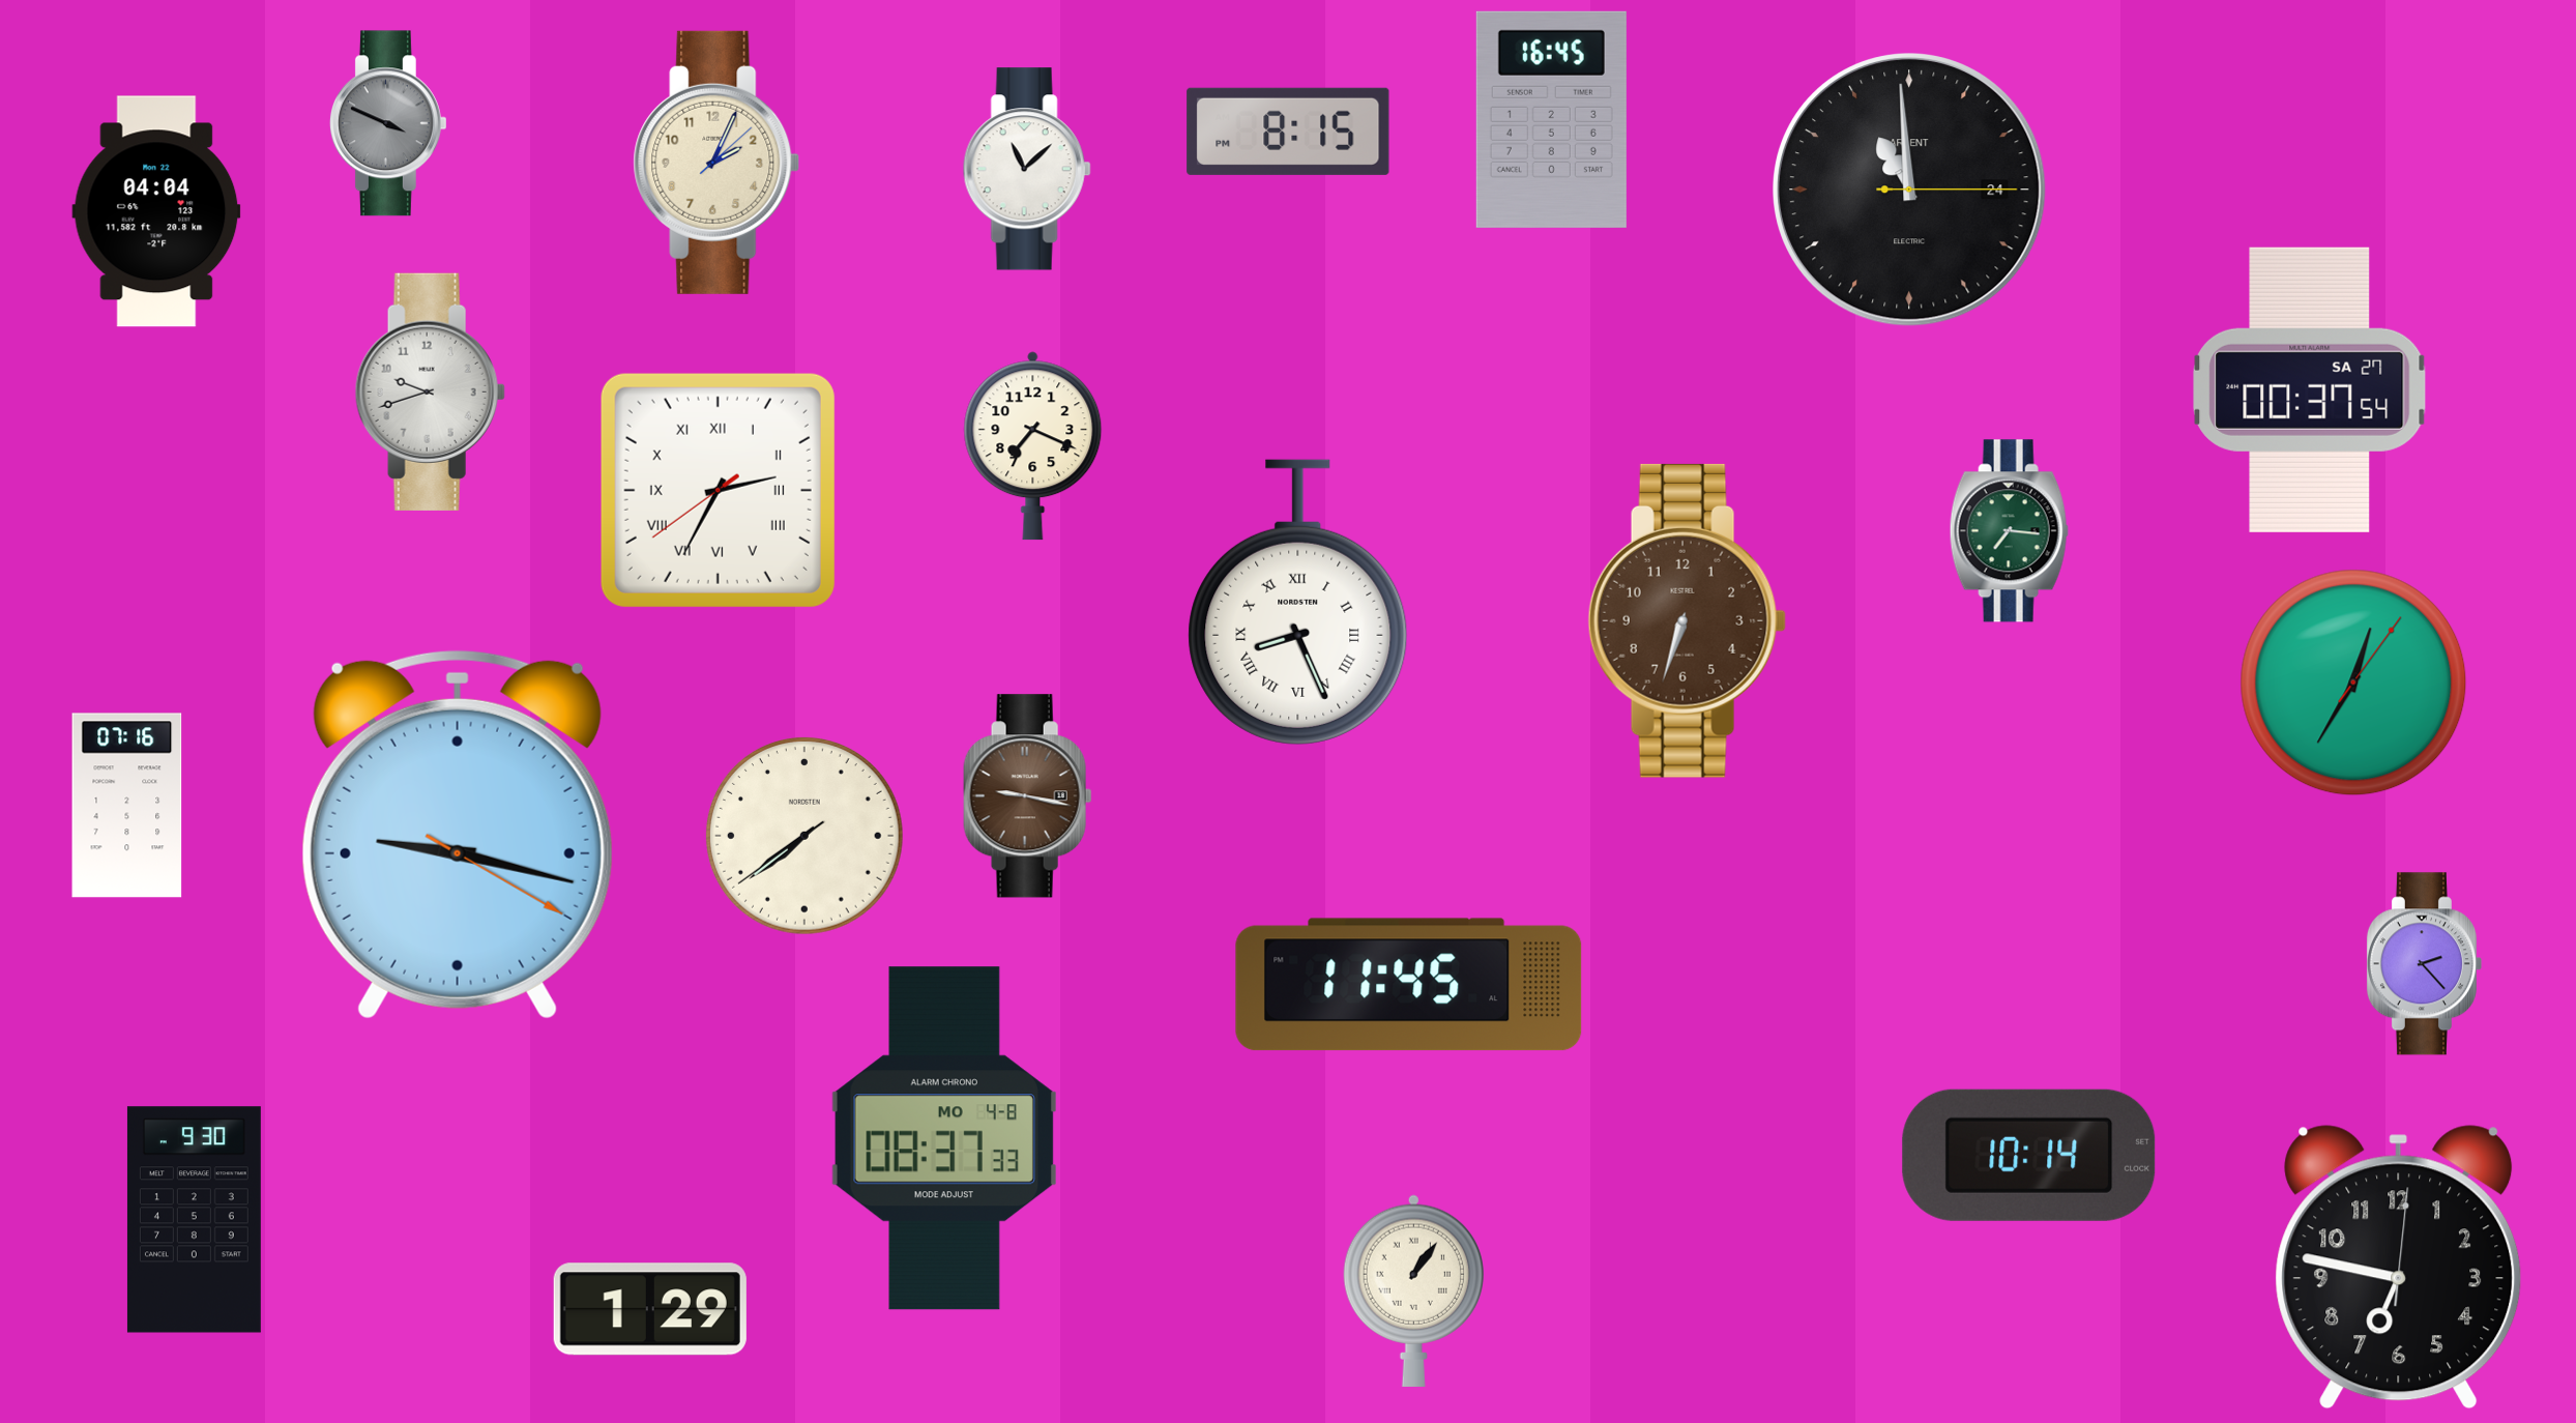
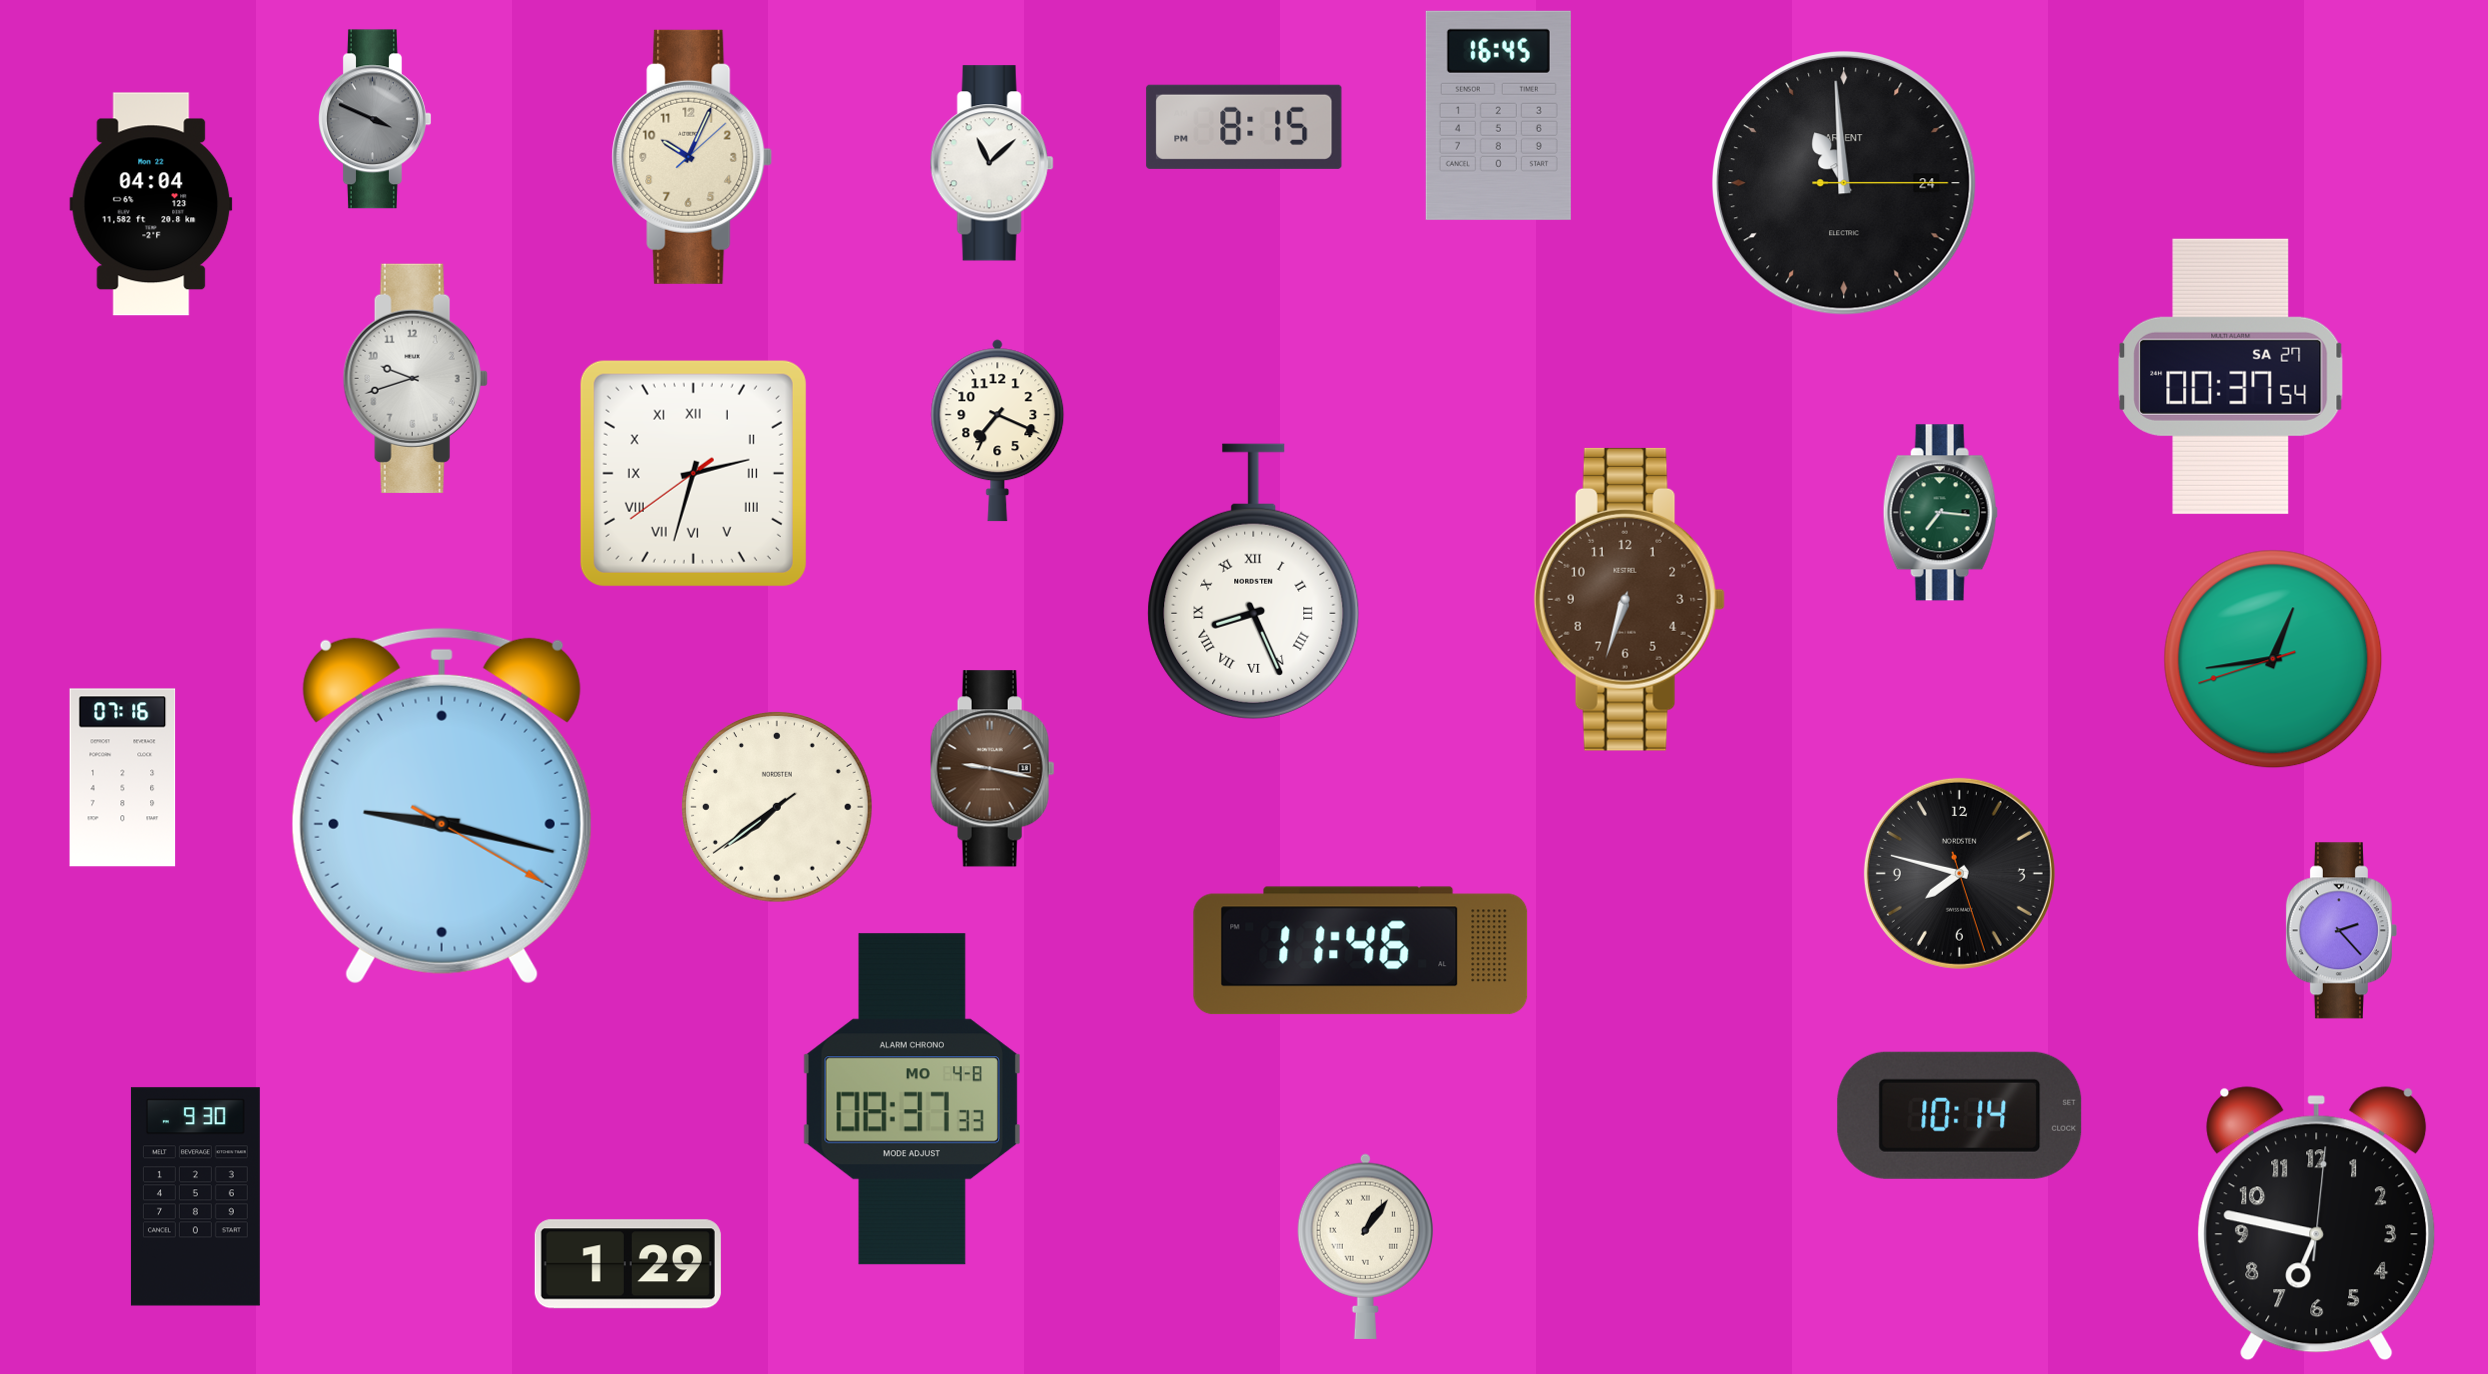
clock at (716, 163): 2:04 -> 10:04
clock at (718, 490): 2:34 -> 2:32
clock at (2353, 683): 12:35 -> 12:43
clock at (1959, 873): none -> 7:47
clock at (1409, 985): 11:45 -> 11:46
clock at (194, 1220) position: (194, 1220) -> (195, 1197)
